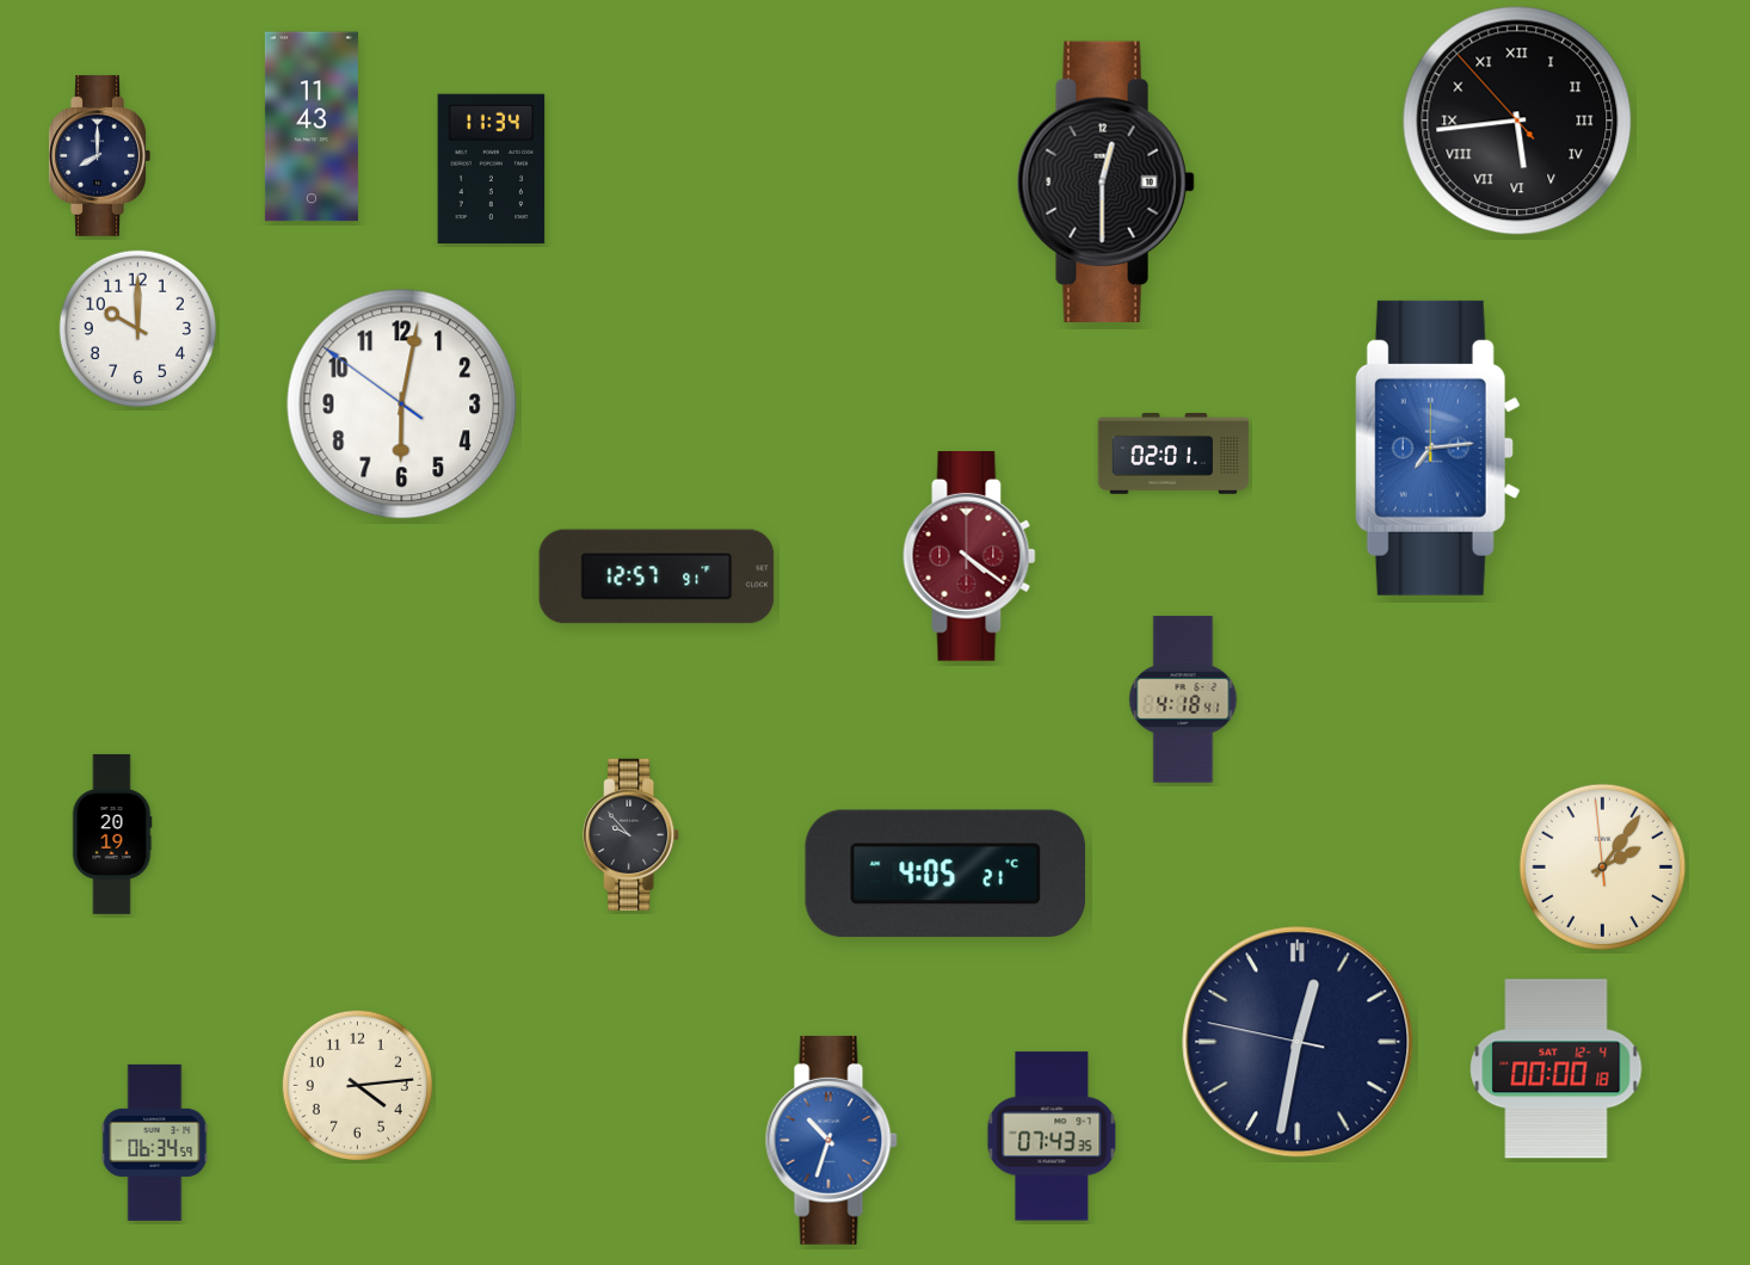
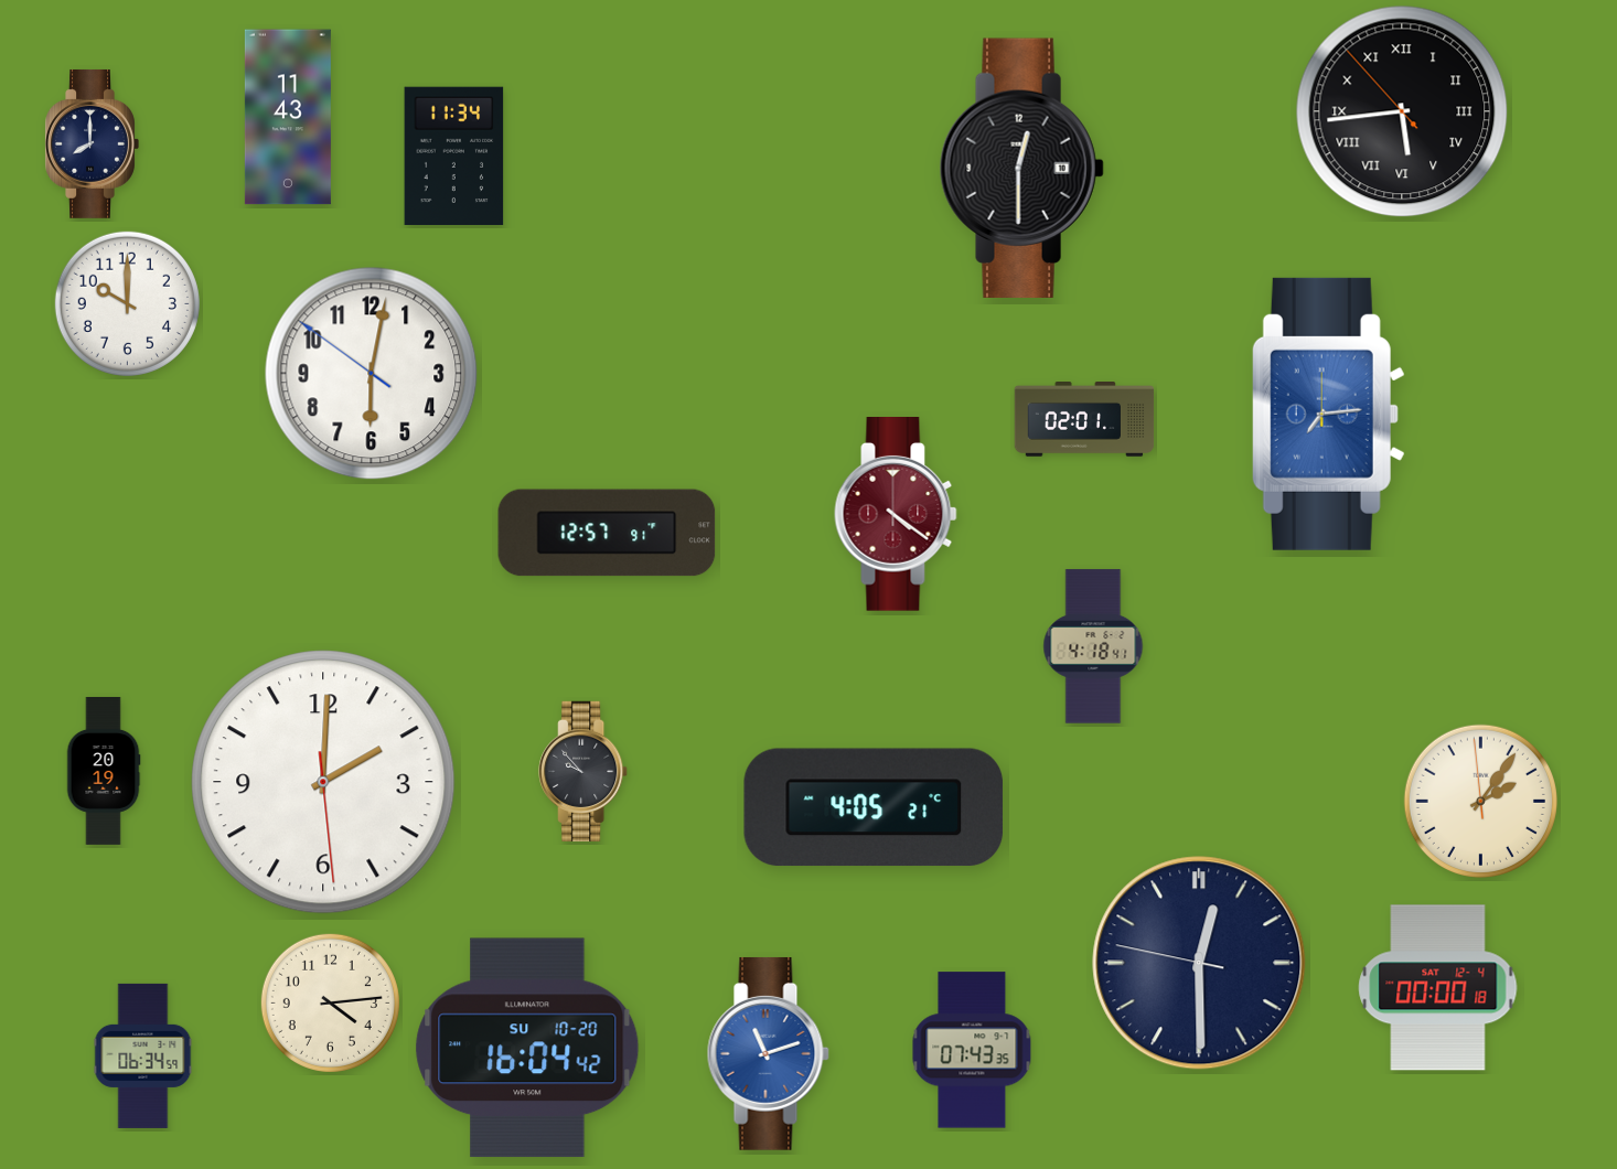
clock at (323, 782): none -> 2:00
clock at (1298, 1042): 12:31 -> 12:29
clock at (527, 1048): none -> 16:04
clock at (831, 1140): 10:33 -> 11:12
